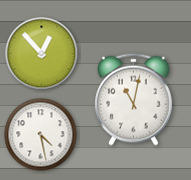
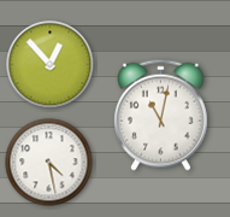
clock at (134, 99) position: (134, 99) -> (161, 115)
